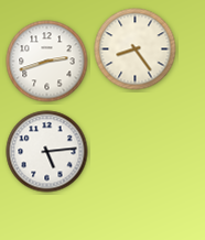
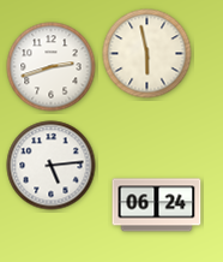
clock at (136, 50): 8:24 -> 5:58
clock at (157, 206): none -> 06:24
